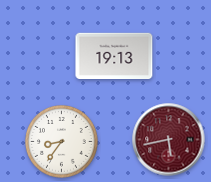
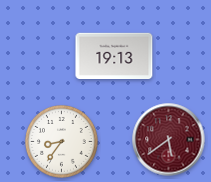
clock at (169, 140): 5:43 -> 5:39
